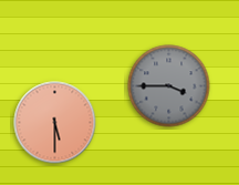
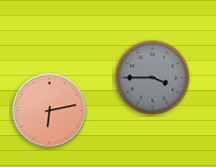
clock at (55, 123): 5:30 -> 6:13
